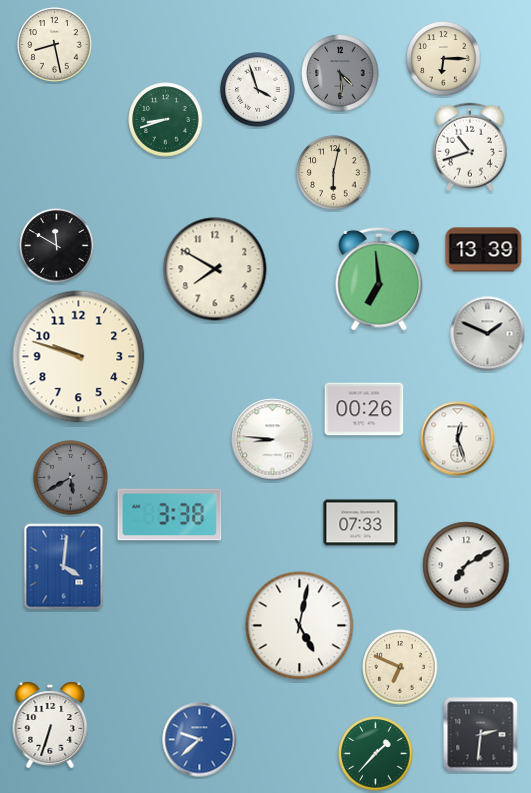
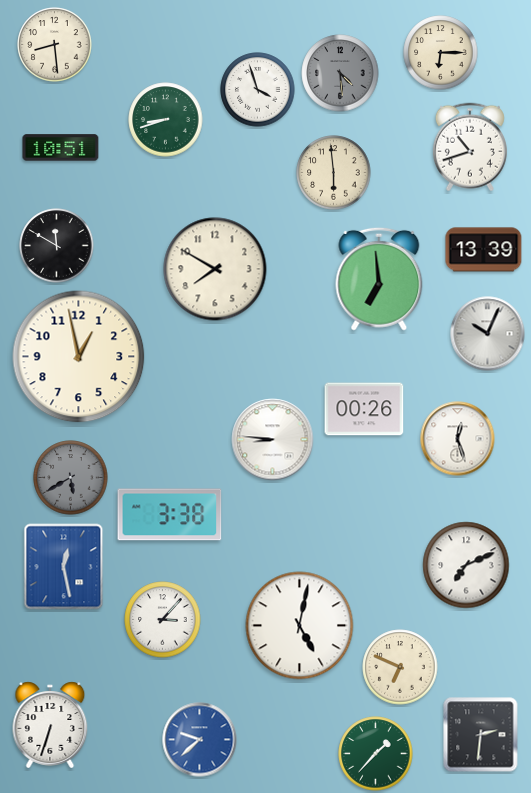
clock at (55, 45): 8:28 -> 8:29
clock at (444, 59) position: (444, 59) -> (441, 53)
clock at (61, 148): none -> 10:51
clock at (334, 173): 6:02 -> 5:59
clock at (488, 334): 1:49 -> 10:04
clock at (79, 357): 9:48 -> 12:58
clock at (361, 523): 07:33 -> none
clock at (466, 565): 7:10 -> 7:11
clock at (64, 567): 4:01 -> 12:28
clock at (163, 620): none -> 3:07
